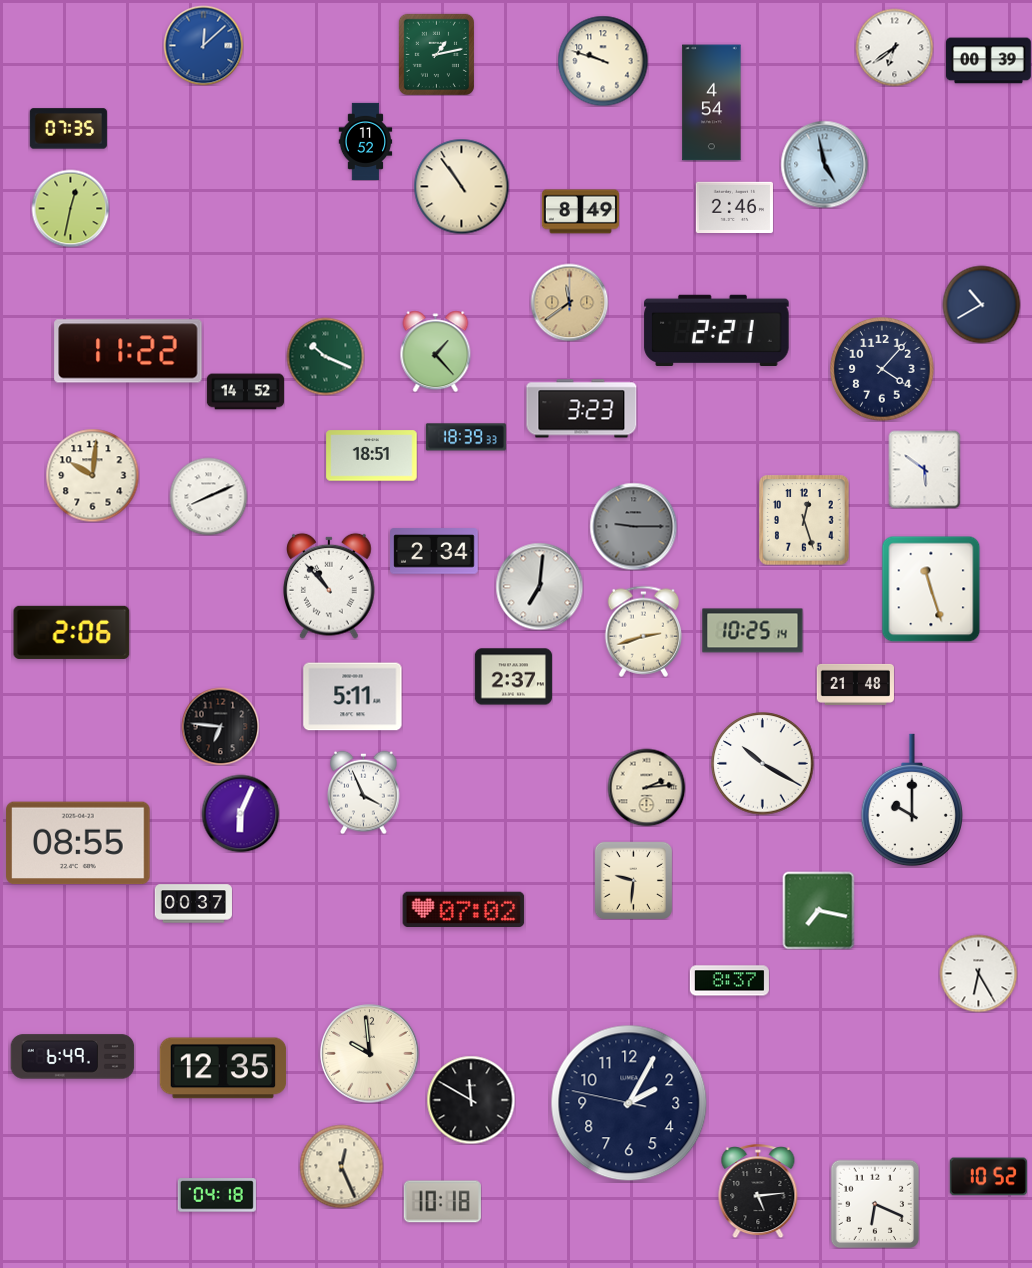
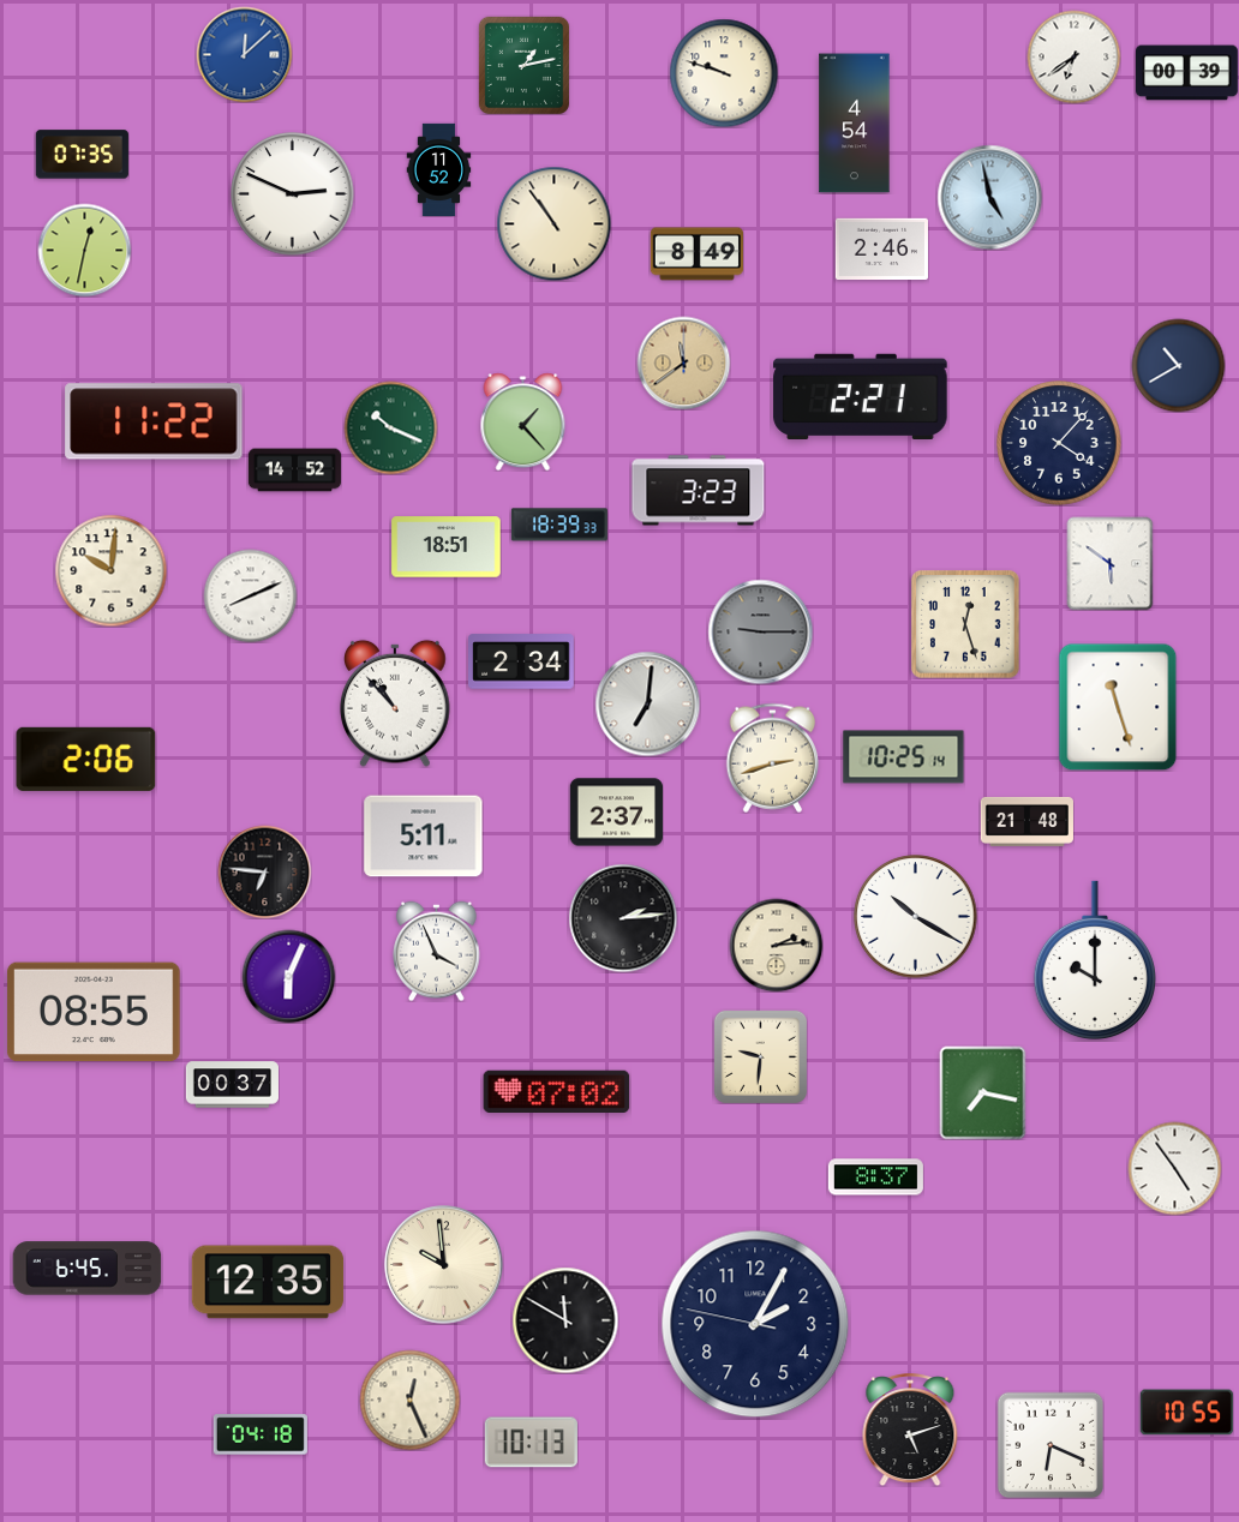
clock at (293, 194): none -> 2:49
clock at (623, 918): none -> 2:14
clock at (978, 973): 6:25 -> 4:54
clock at (73, 1057): 6:49 -> 6:45
clock at (988, 1177): 10:52 -> 10:55
clock at (758, 1191): 5:14 -> 5:12
clock at (442, 1202): 10:18 -> 10:13
